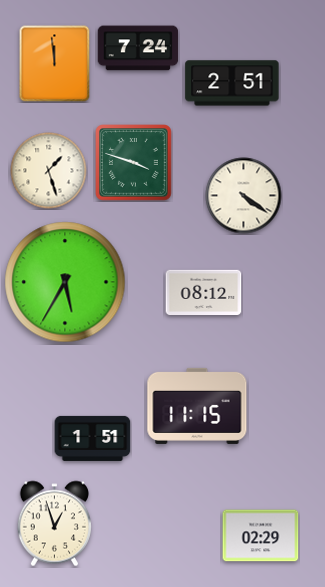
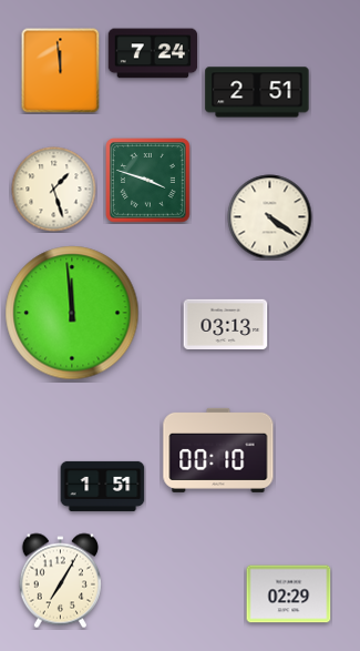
clock at (65, 282): 5:35 -> 11:59
clock at (204, 293): 08:12 -> 03:13
clock at (197, 406): 11:15 -> 00:10
clock at (54, 524): 12:57 -> 7:05
